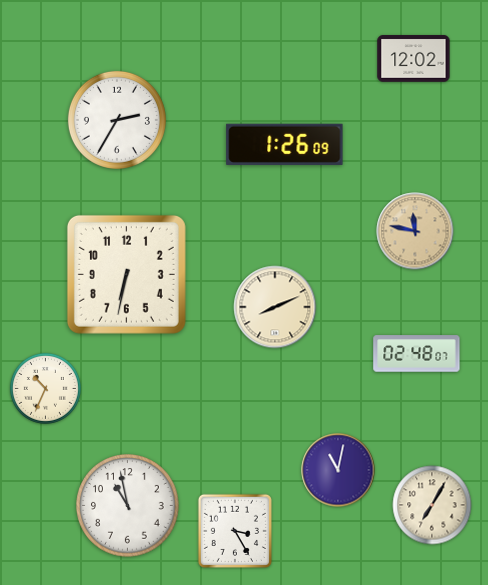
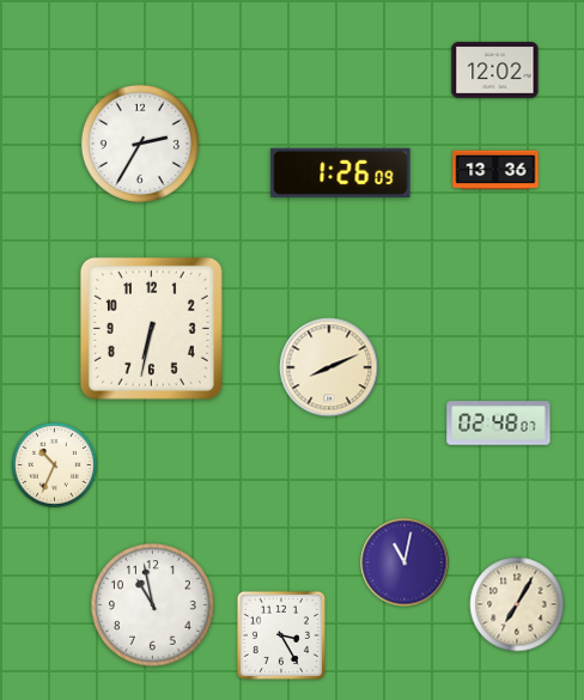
clock at (495, 170): none -> 13:36
clock at (415, 231): 11:47 -> none
